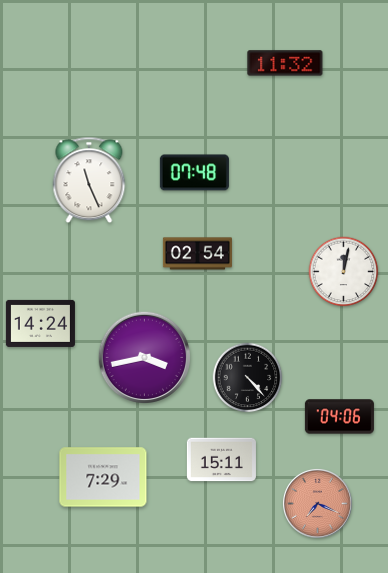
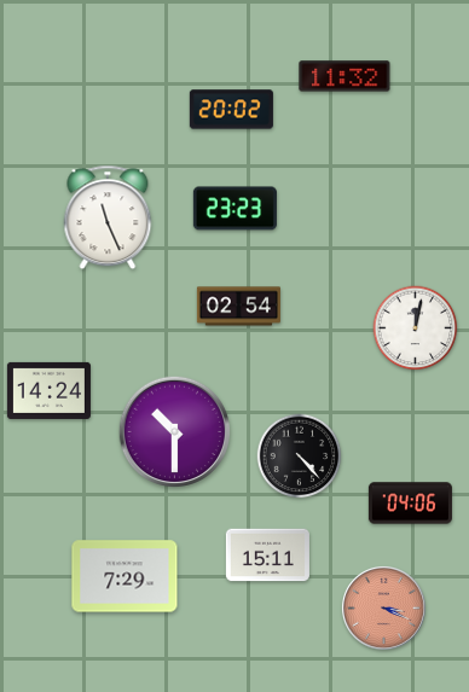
clock at (231, 110): none -> 20:02
clock at (194, 173): 07:48 -> 23:23
clock at (145, 358): 3:43 -> 10:30
clock at (317, 503): 7:19 -> 3:19
